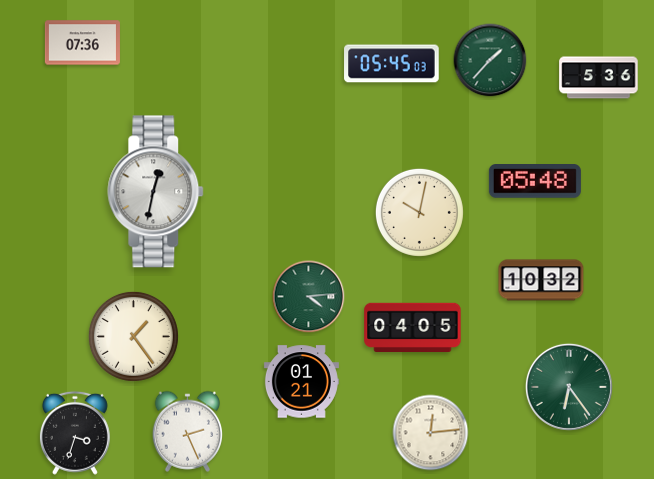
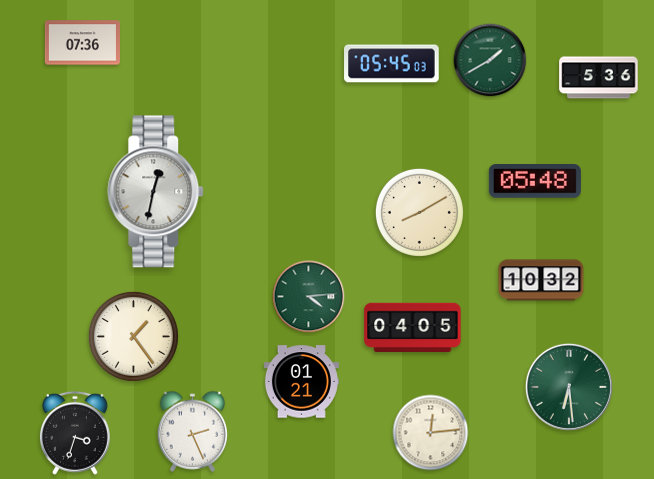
clock at (490, 60): 1:37 -> 1:40
clock at (419, 212): 10:02 -> 8:10
clock at (569, 387): 6:24 -> 6:29
clock at (187, 431) position: (187, 431) -> (192, 431)
